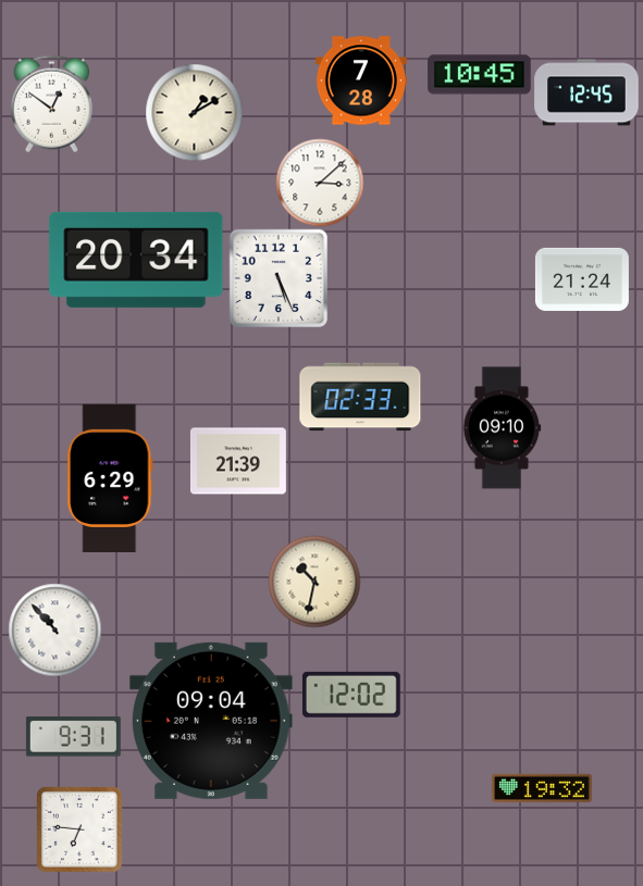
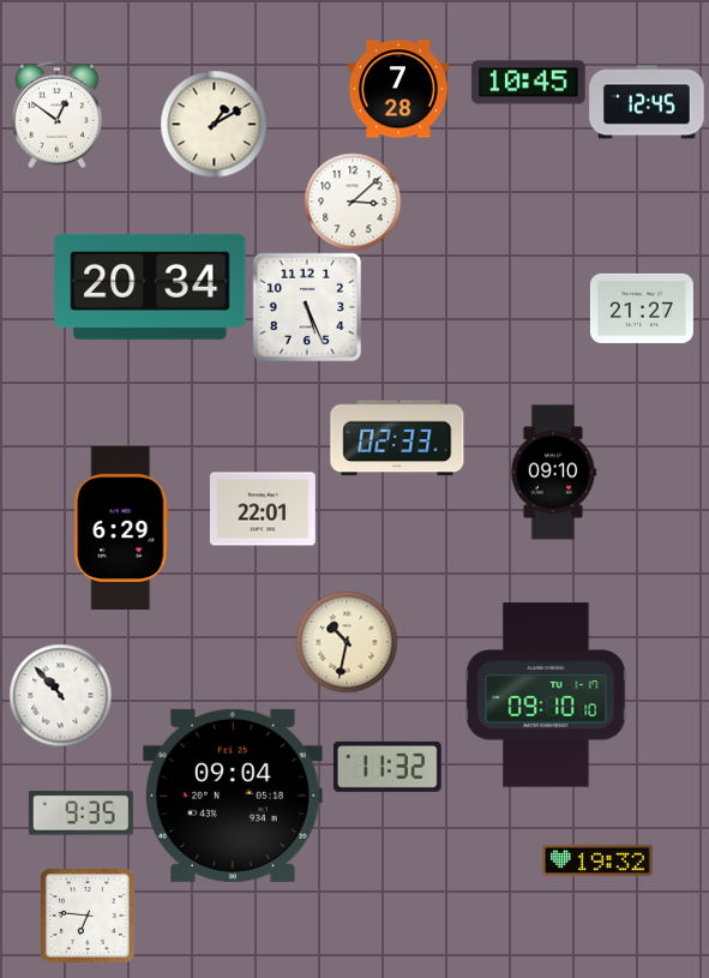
clock at (582, 279): 21:24 -> 21:27
clock at (238, 461): 21:39 -> 22:01
clock at (546, 695): none -> 09:10
clock at (351, 695): 12:02 -> 11:32
clock at (73, 737): 9:31 -> 9:35
clock at (542, 788) position: (542, 788) -> (597, 860)
